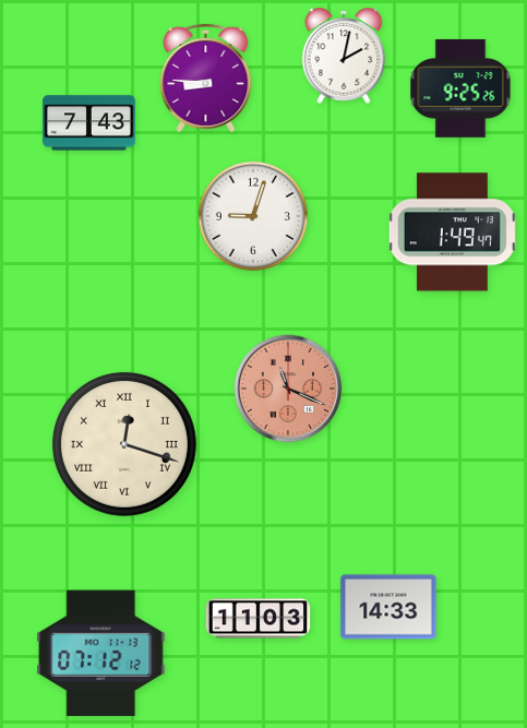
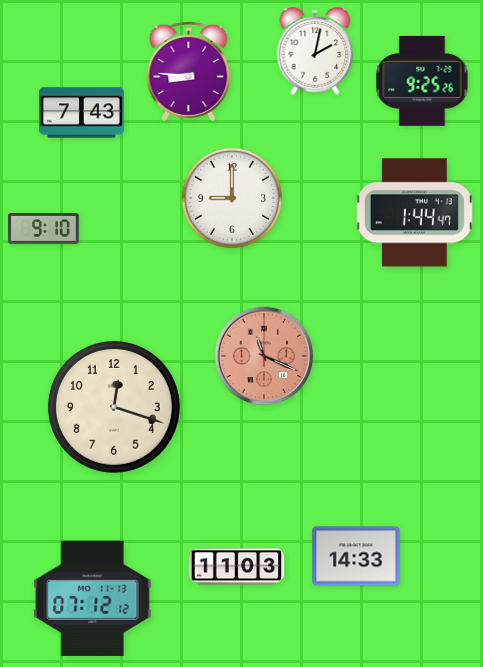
clock at (253, 216): 9:03 -> 9:00
clock at (452, 232): 1:49 -> 1:44
clock at (44, 229): none -> 9:10
clock at (124, 444) numerals: Roman -> Arabic
